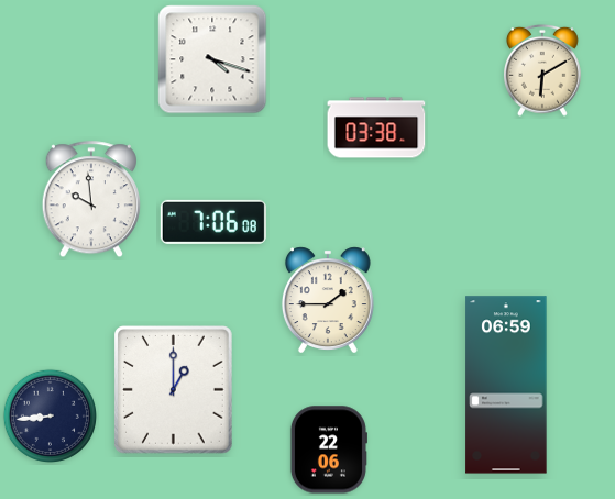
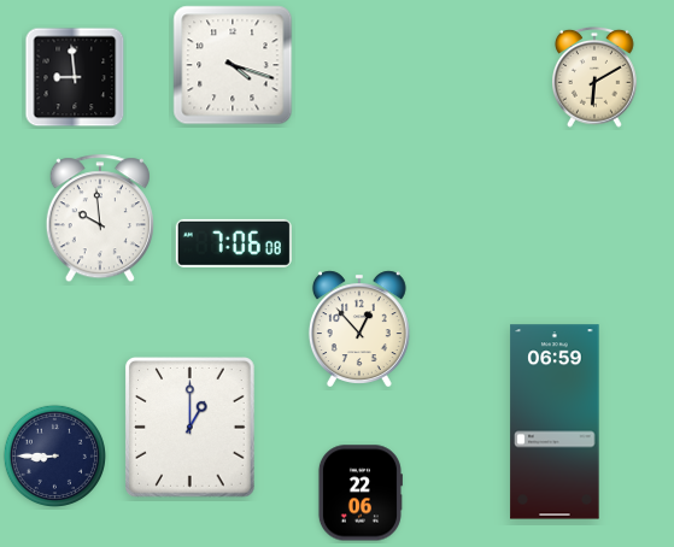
clock at (75, 77): none -> 8:59
clock at (376, 127): 03:38 -> none
clock at (328, 299): 1:45 -> 12:53
clock at (50, 415): 8:44 -> 8:45
